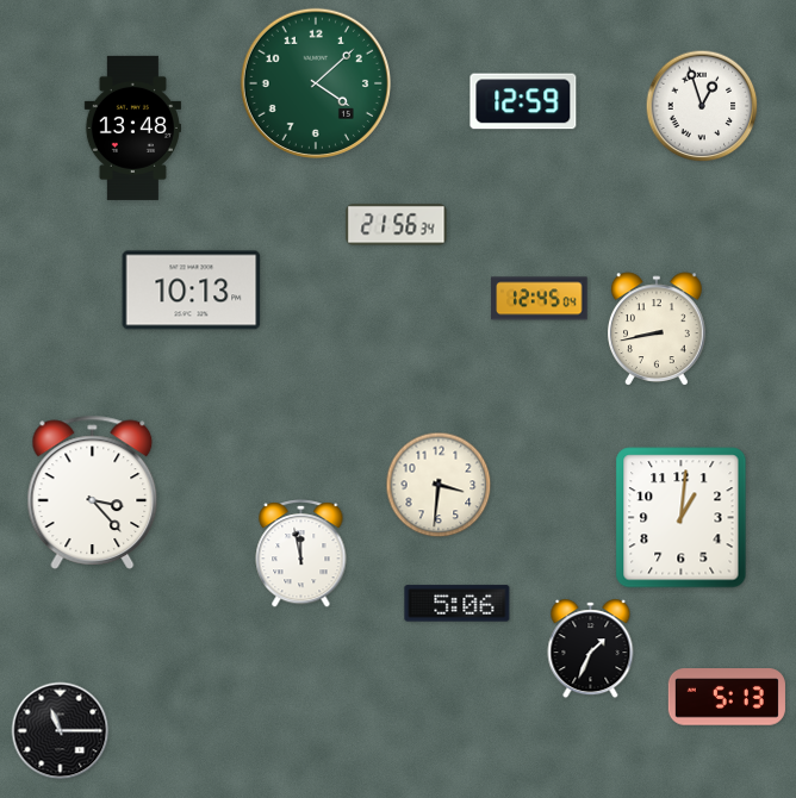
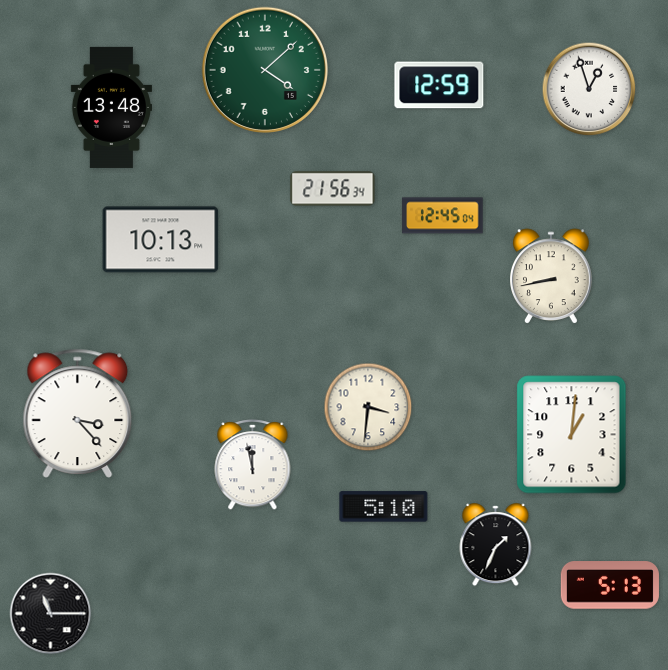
clock at (192, 291) position: (192, 291) -> (161, 240)
clock at (540, 299) position: (540, 299) -> (443, 216)
clock at (458, 604): 5:06 -> 5:10
